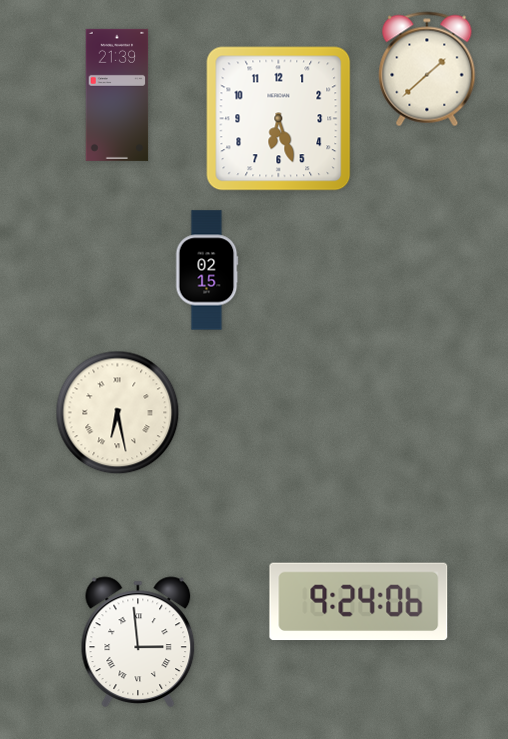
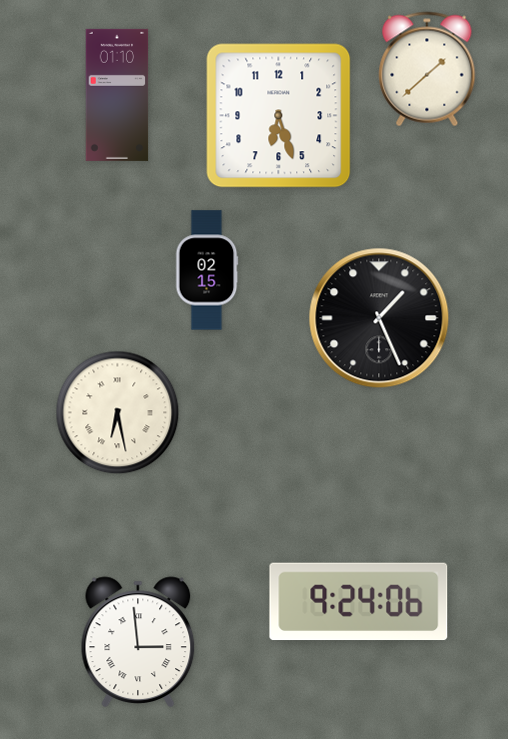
clock at (117, 95): 21:39 -> 01:10
clock at (279, 119) position: (279, 119) -> (279, 116)
clock at (379, 318): none -> 1:26
